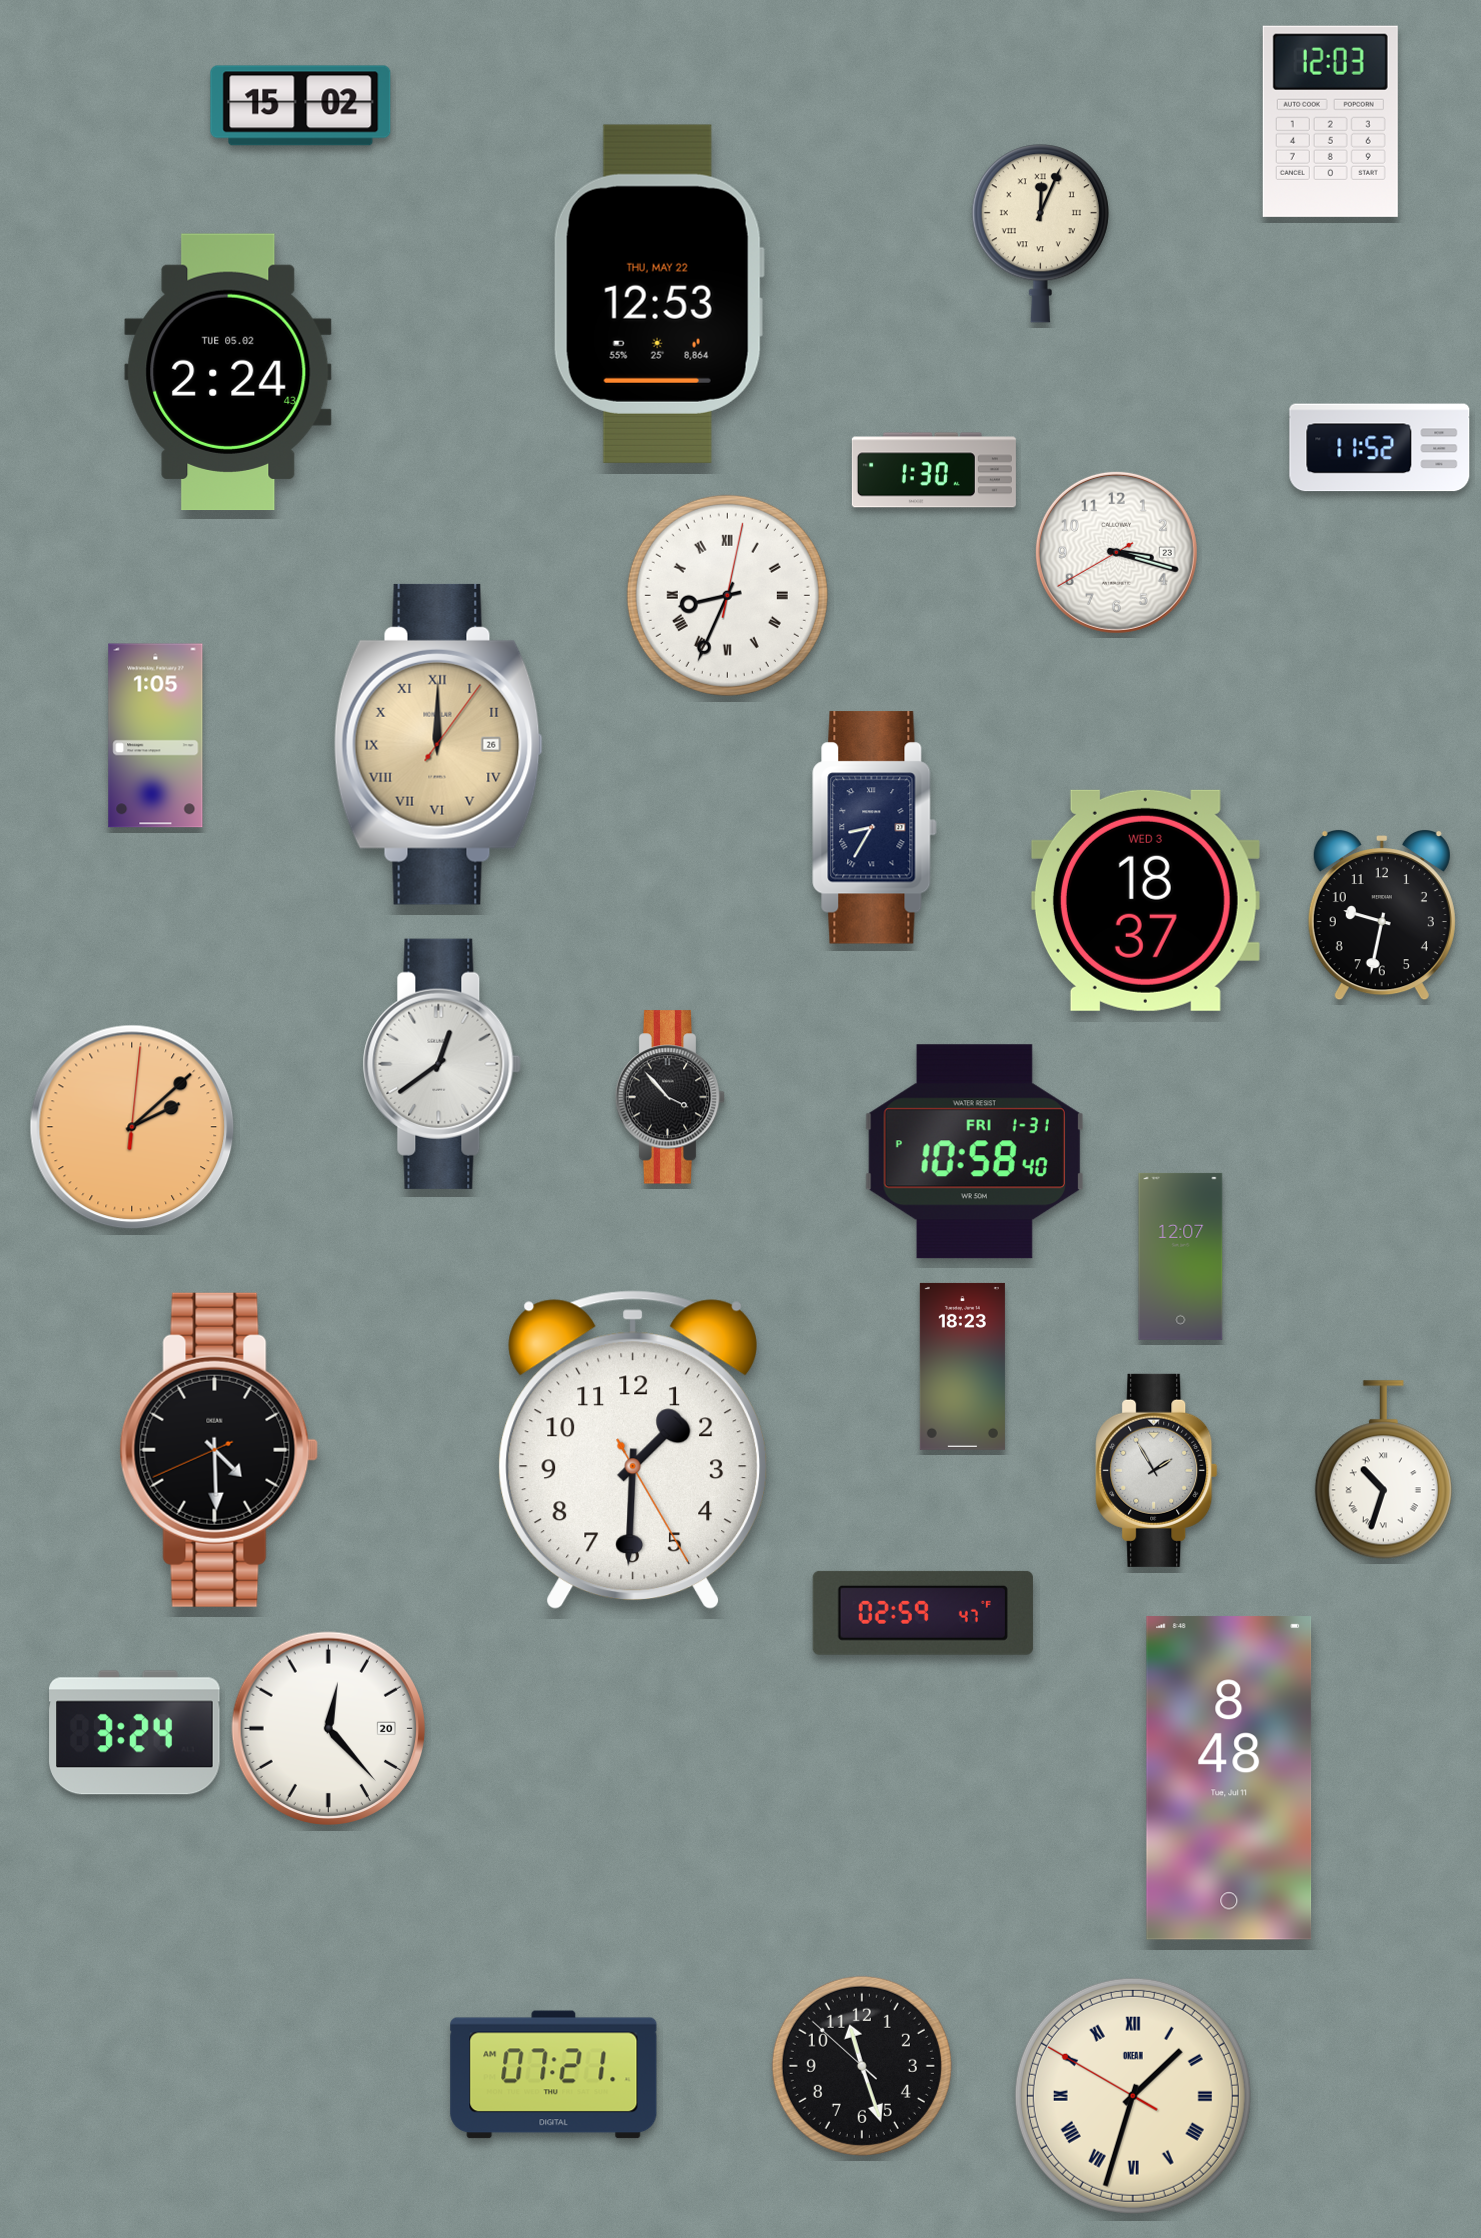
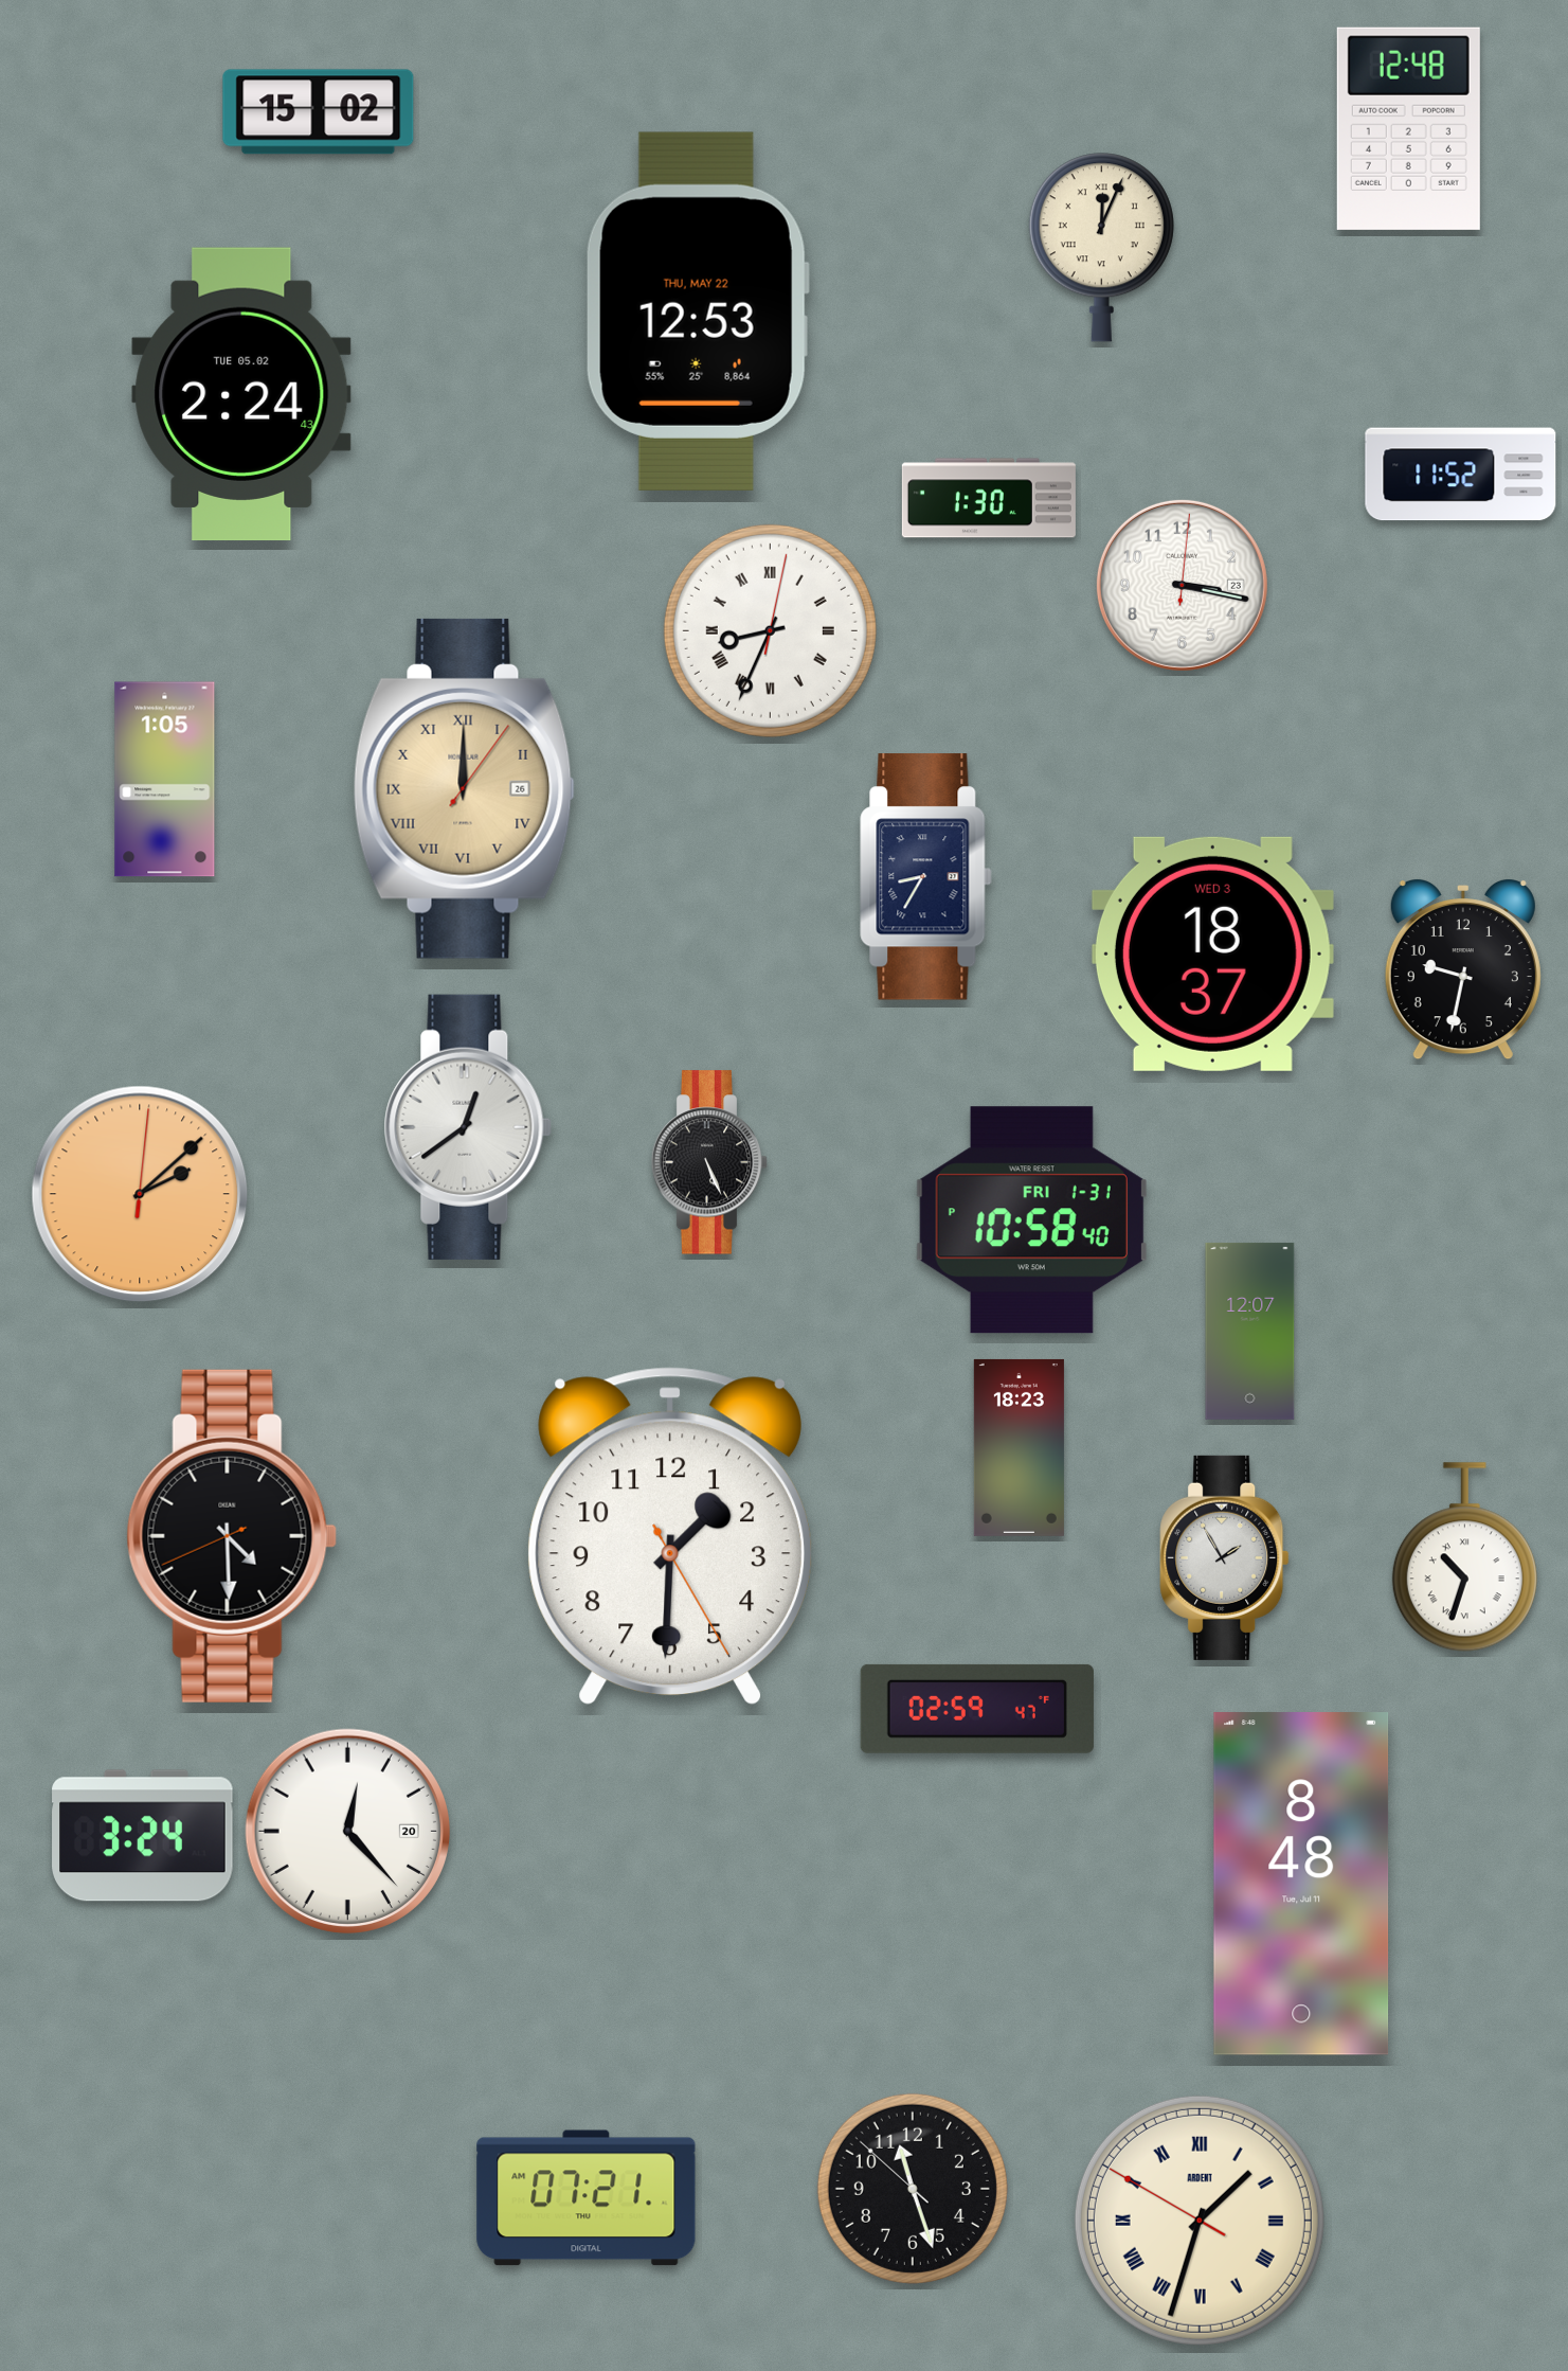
clock at (1330, 121): 12:03 -> 12:48
clock at (1116, 552): 3:17:40 -> 3:17:01
clock at (670, 1097): 3:53 -> 5:26
clock at (1133, 2096) brand: OKEAN -> ARDENT
